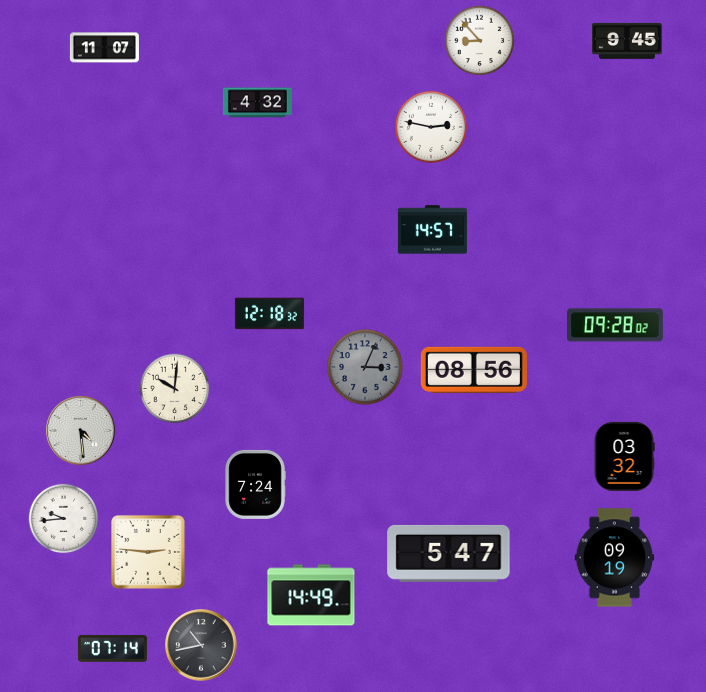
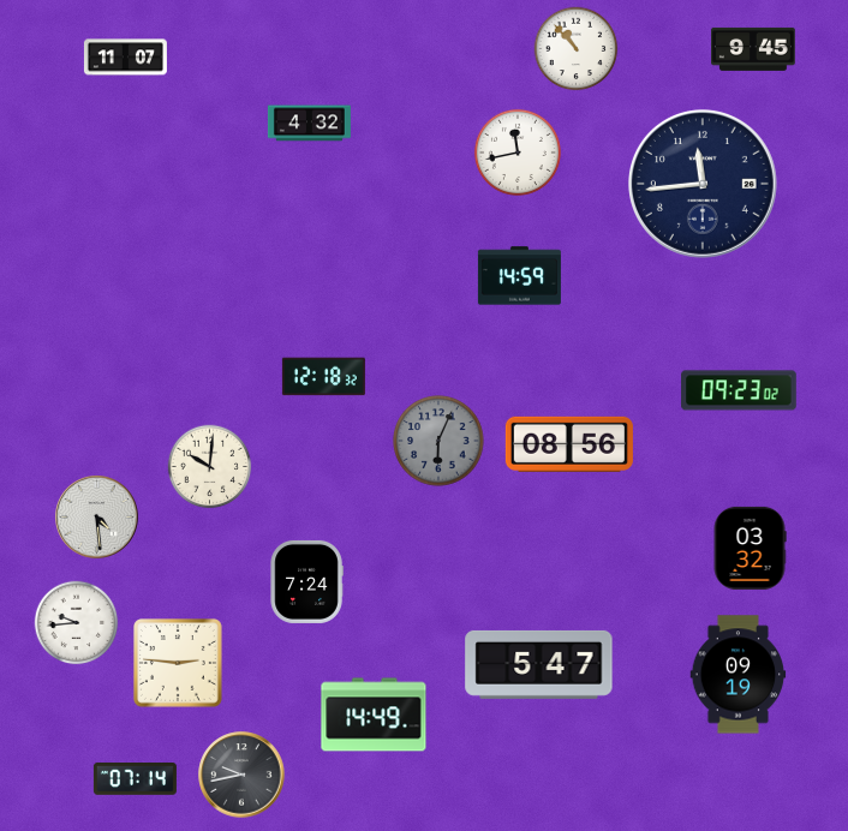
clock at (480, 41): 8:53 -> 10:53
clock at (431, 127): 2:47 -> 11:43
clock at (703, 184): none -> 11:44
clock at (432, 230): 14:57 -> 14:59
clock at (615, 325): 09:28 -> 09:23
clock at (365, 367): 3:04 -> 6:04
clock at (615, 558) position: (615, 558) -> (739, 675)
clock at (201, 645): 10:43 -> 9:43
